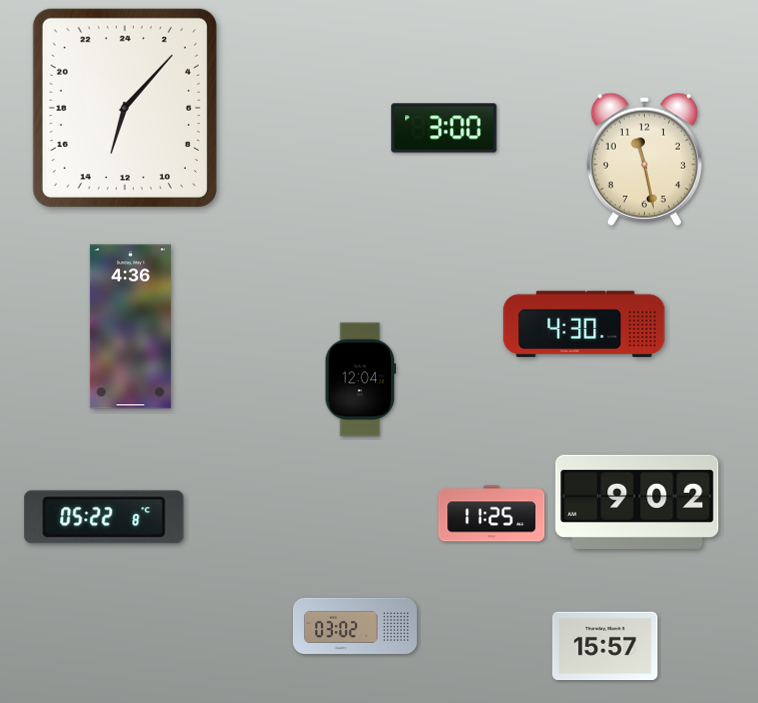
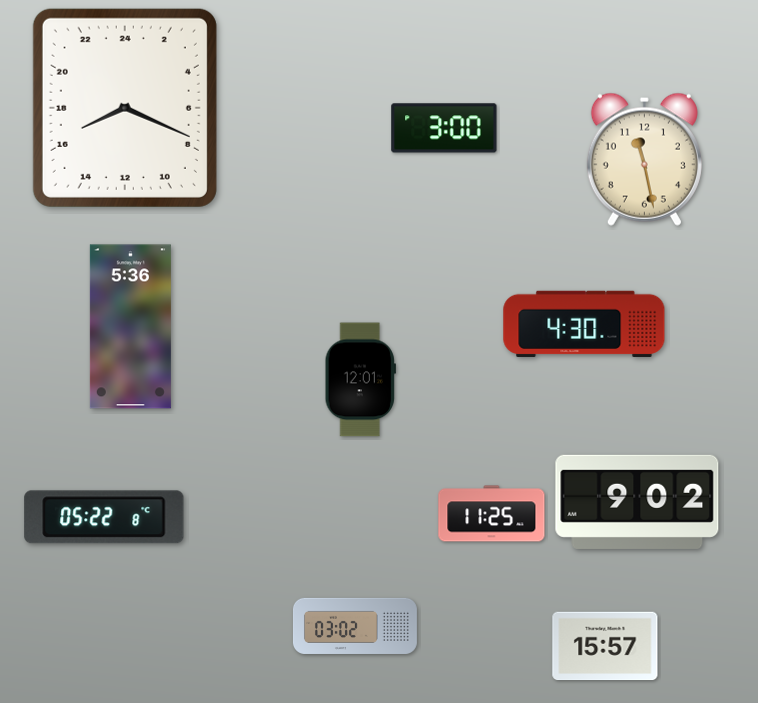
clock at (125, 108): 13:07 -> 16:19
clock at (130, 327): 4:36 -> 5:36
clock at (360, 380): 12:04 -> 12:01
